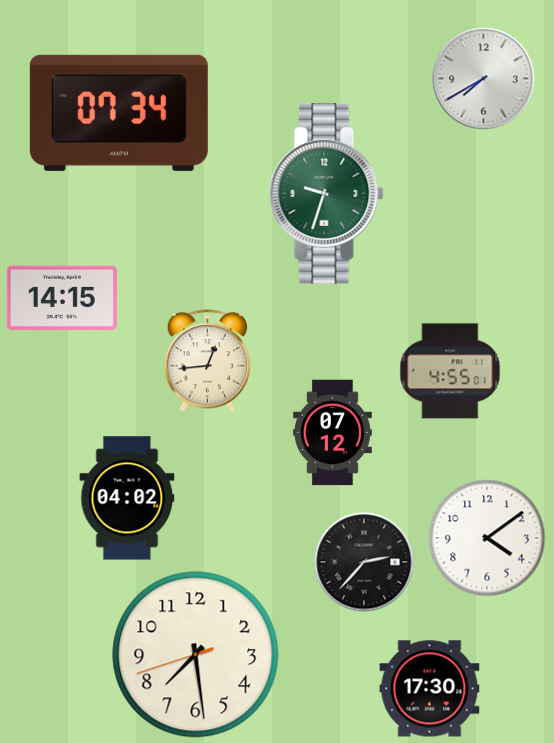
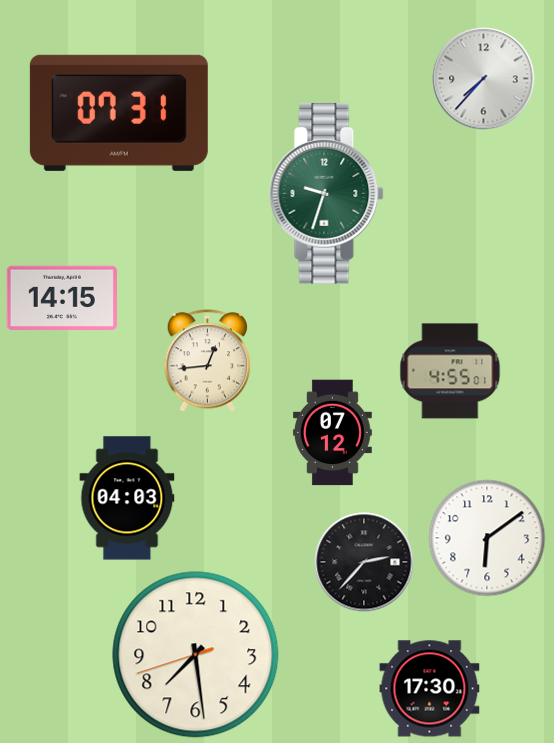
clock at (484, 79): 7:40 -> 7:37
clock at (119, 113): 07:34 -> 07:31
clock at (127, 498): 04:02 -> 04:03
clock at (487, 538): 4:09 -> 6:09
